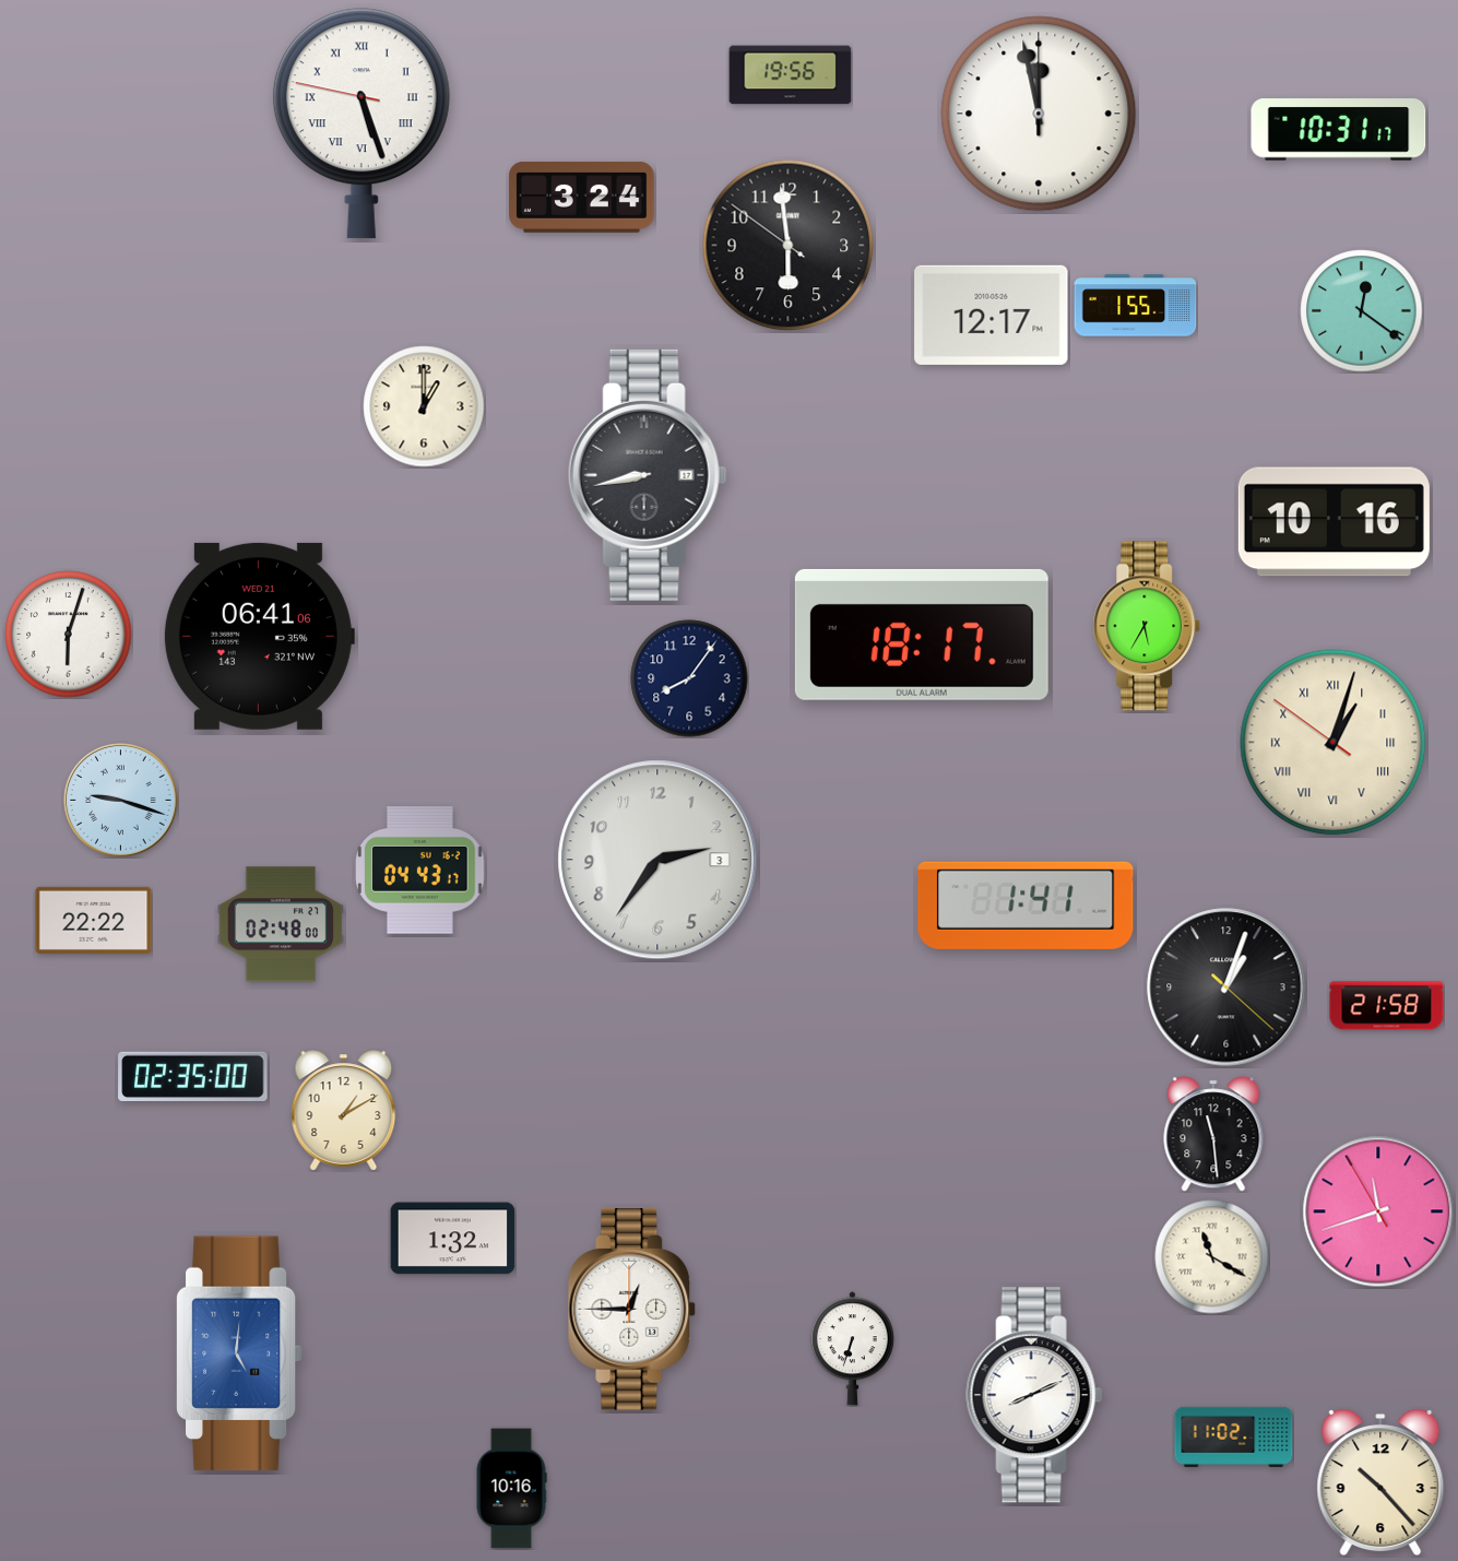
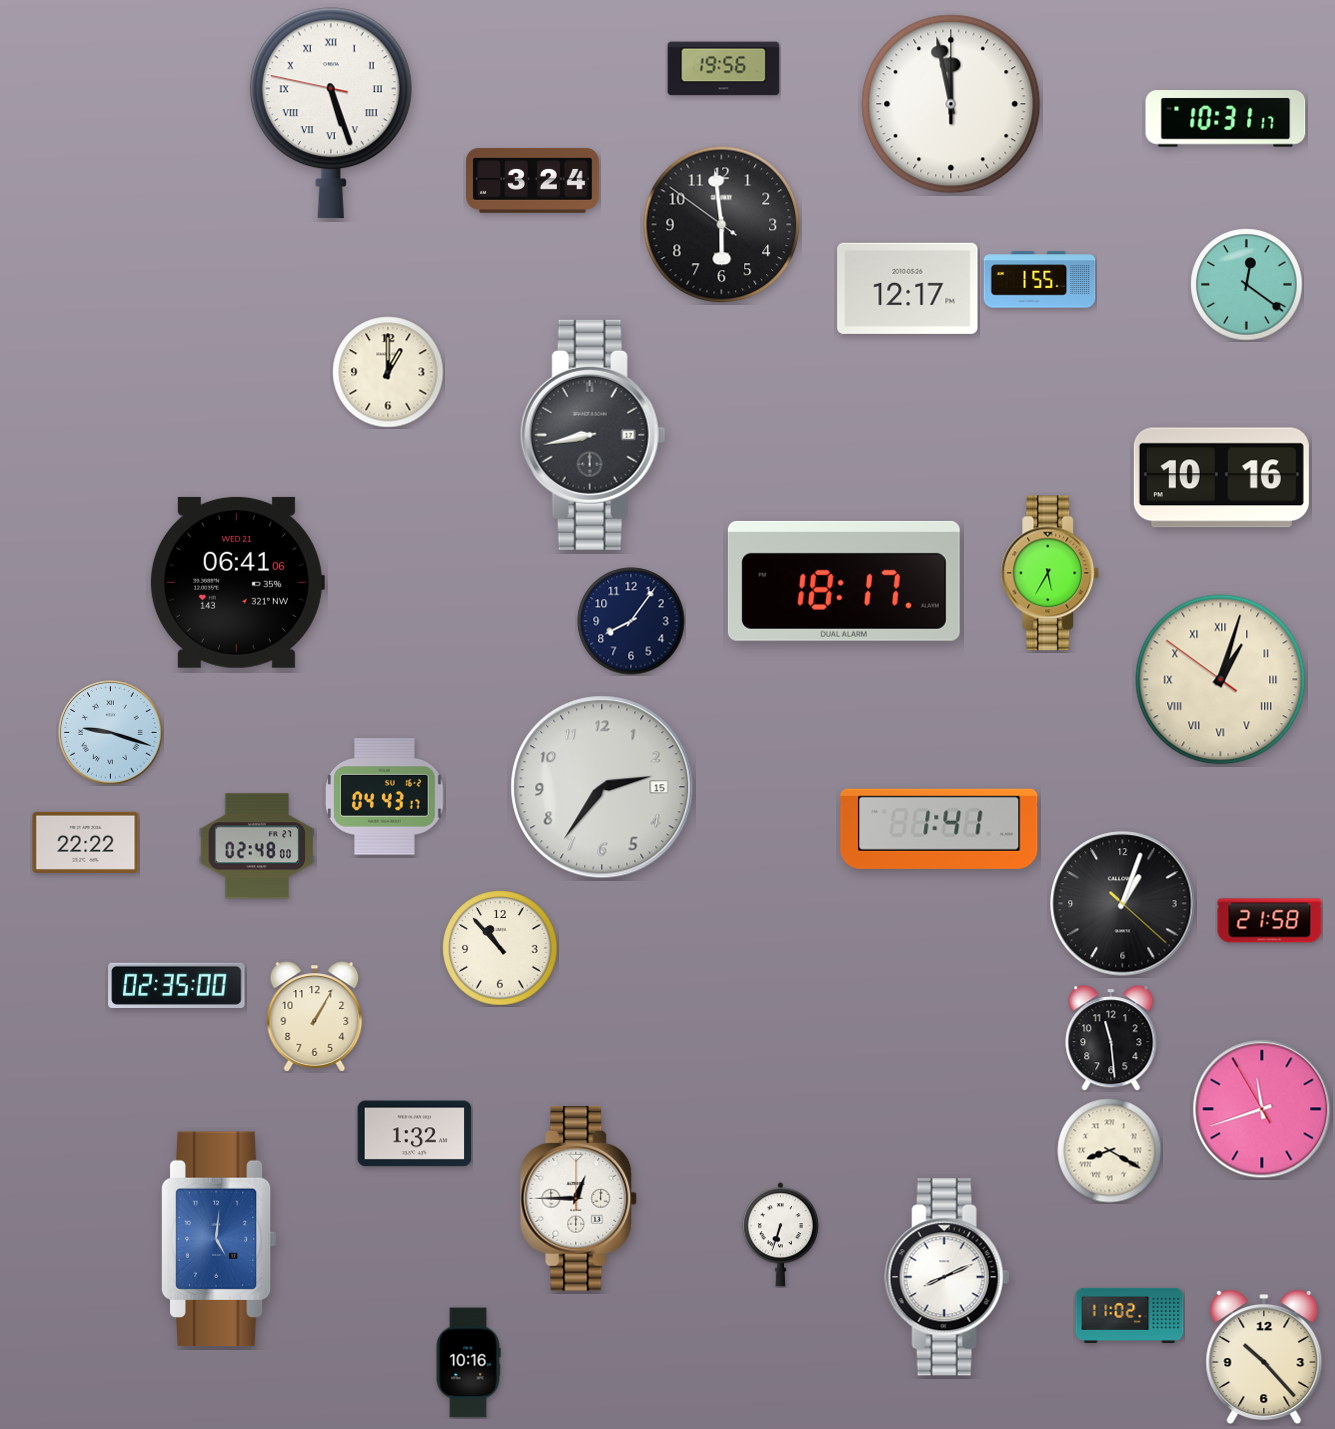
clock at (69, 635): 6:03 -> none
clock at (657, 860) date: 3 -> 15
clock at (500, 948): none -> 10:53
clock at (344, 1111): 1:10 -> 1:05
clock at (1212, 1257): 11:20 -> 8:20
